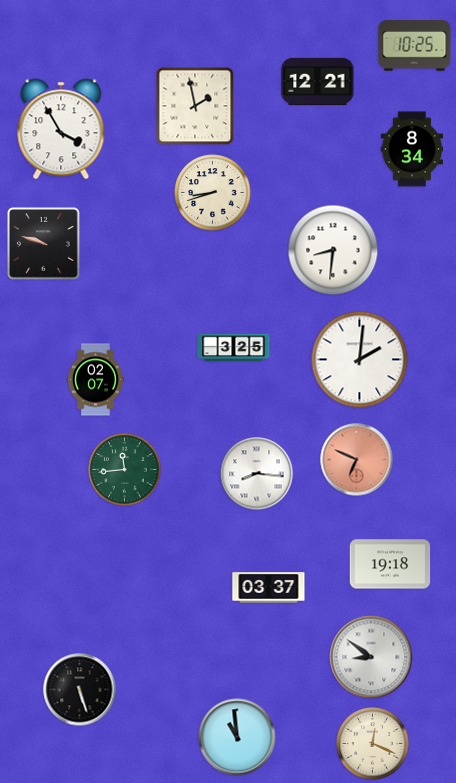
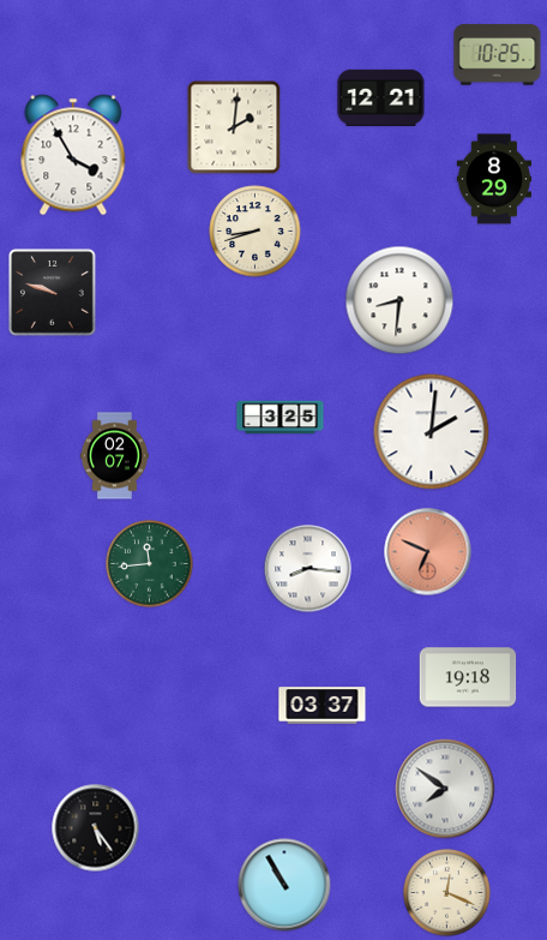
clock at (195, 106): 1:58 -> 2:01
clock at (411, 149): 8:34 -> 8:29
clock at (371, 657): 8:51 -> 7:51
clock at (80, 690): 5:27 -> 5:24
clock at (237, 737): 10:59 -> 10:55
